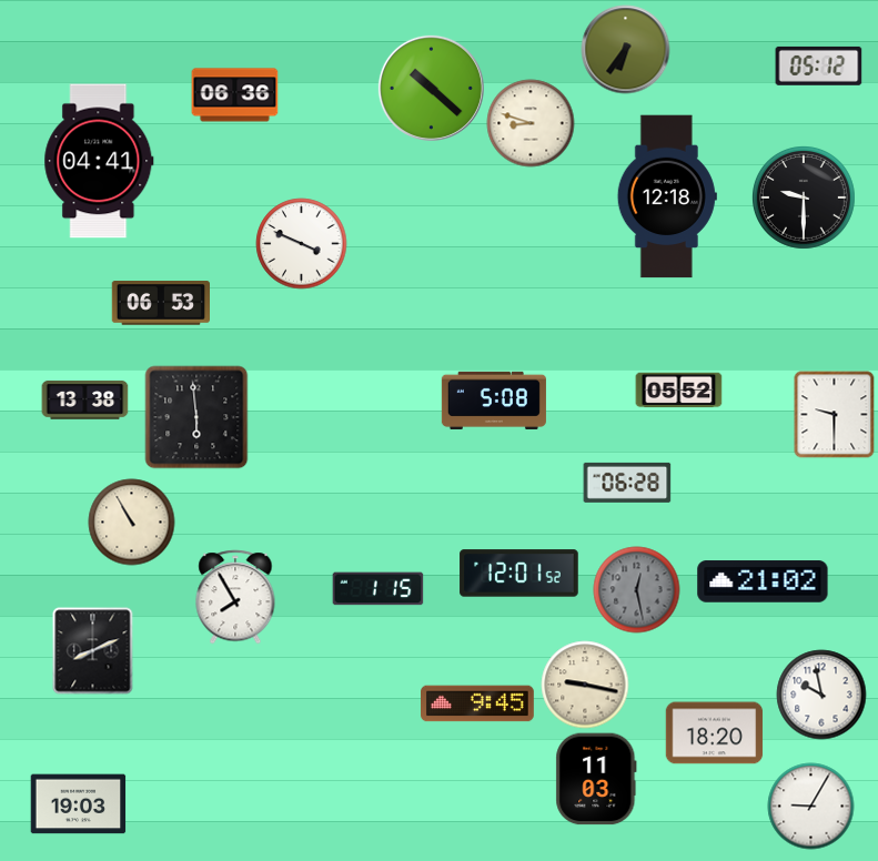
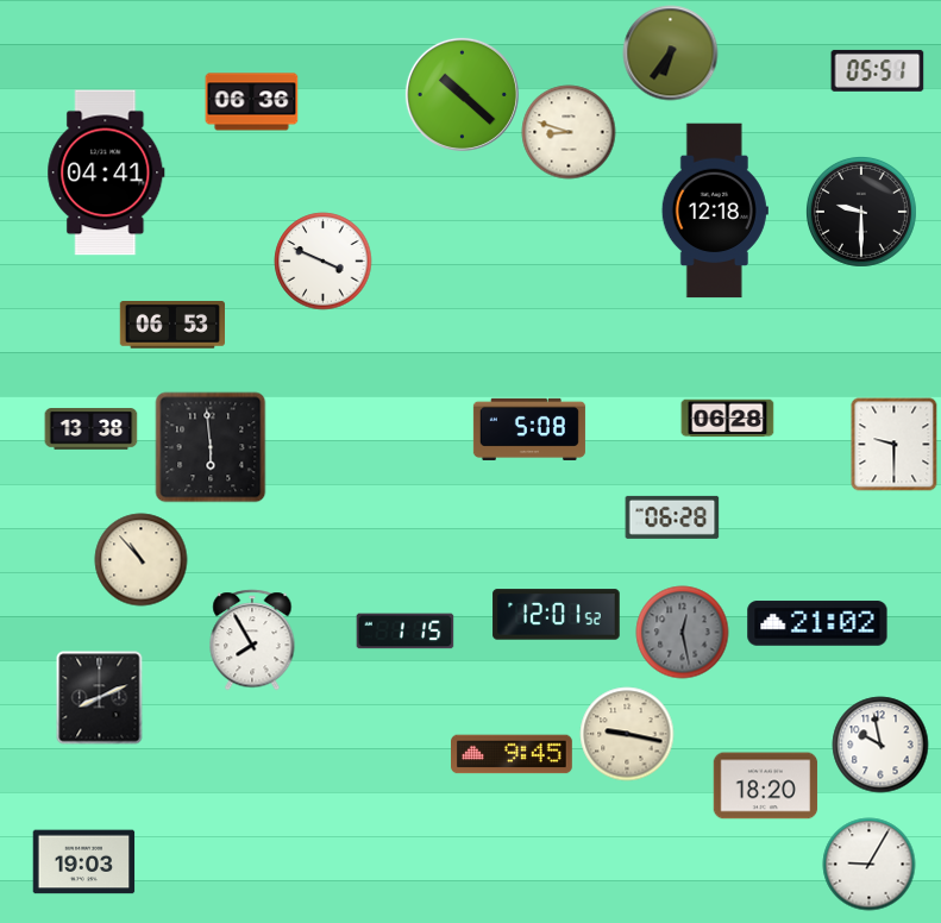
clock at (818, 65): 05:12 -> 05:51
clock at (678, 391): 05:52 -> 06:28
clock at (131, 521): 10:55 -> 10:53
clock at (596, 779): 11:03 -> none
